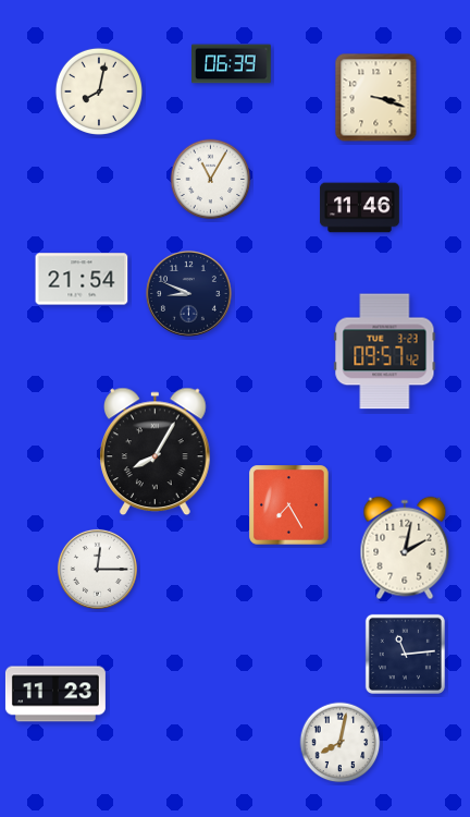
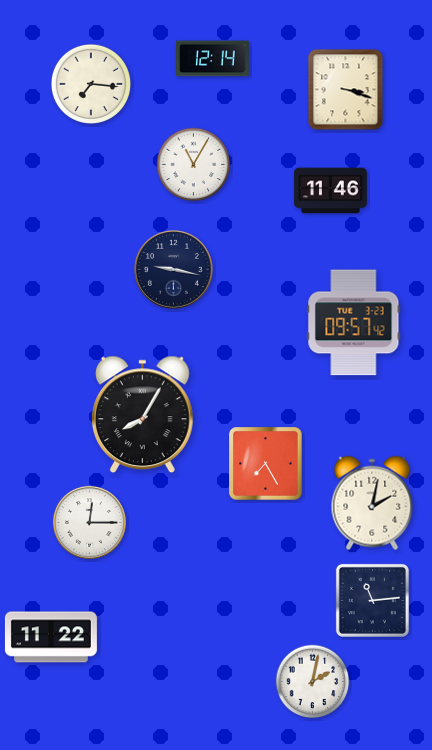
clock at (232, 64): 06:39 -> 12:14
clock at (99, 92): 8:02 -> 7:16
clock at (82, 279): 21:54 -> none
clock at (188, 293): 8:49 -> 9:17
clock at (55, 694): 11:23 -> 11:22
clock at (341, 743): 8:02 -> 2:02
